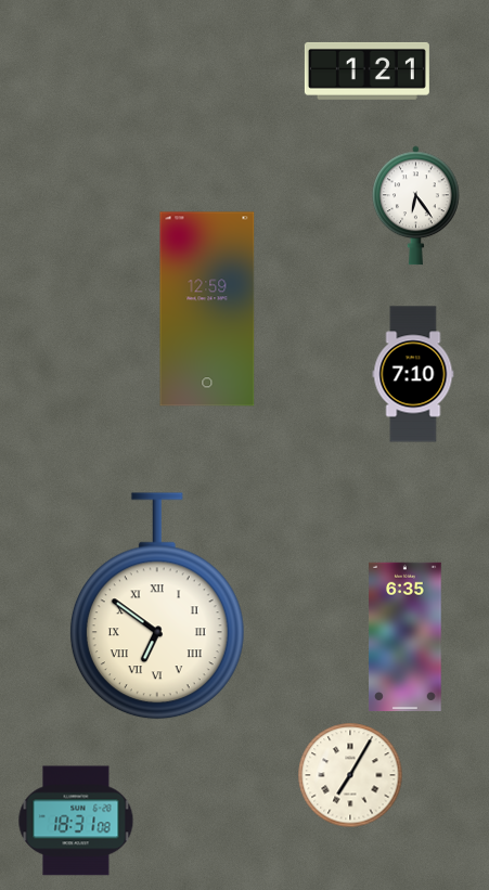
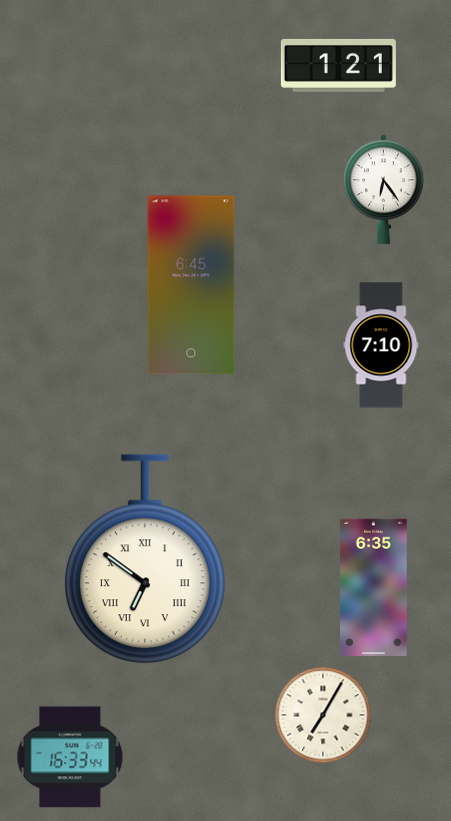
clock at (207, 309): 12:59 -> 6:45
clock at (76, 821): 18:31 -> 16:33
